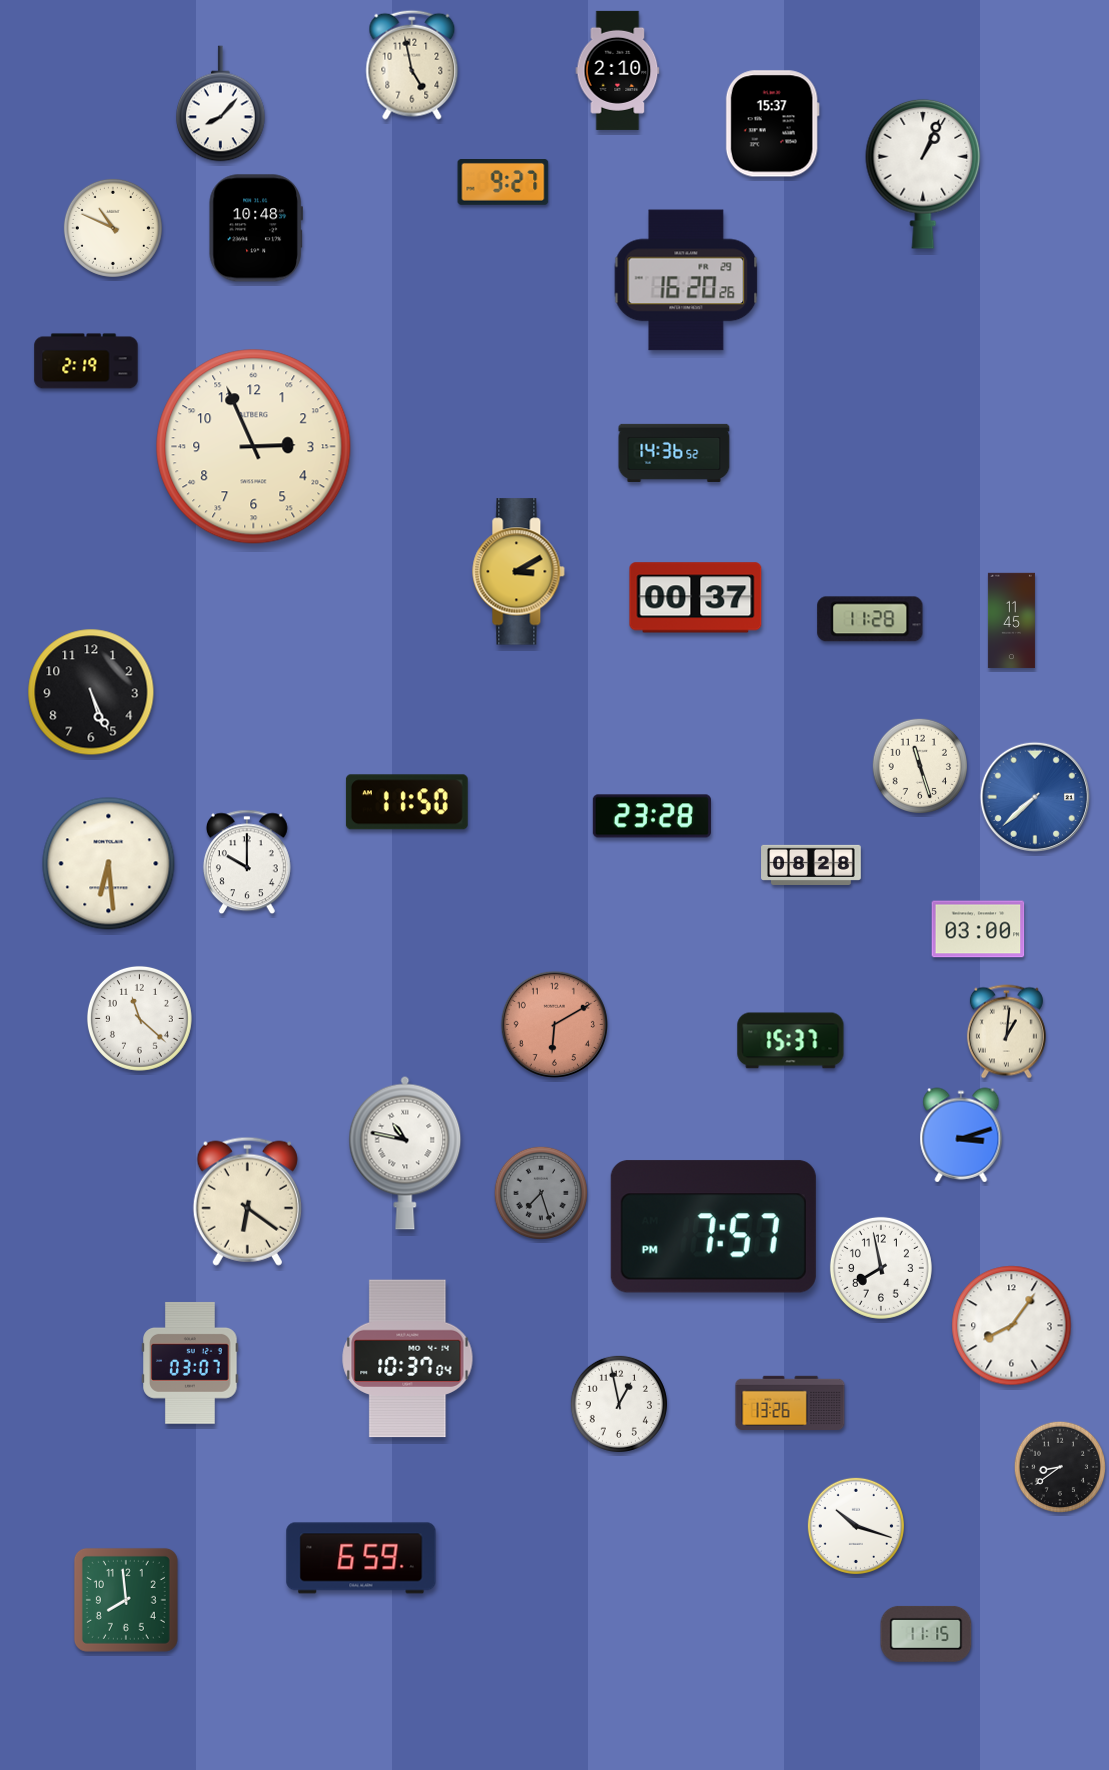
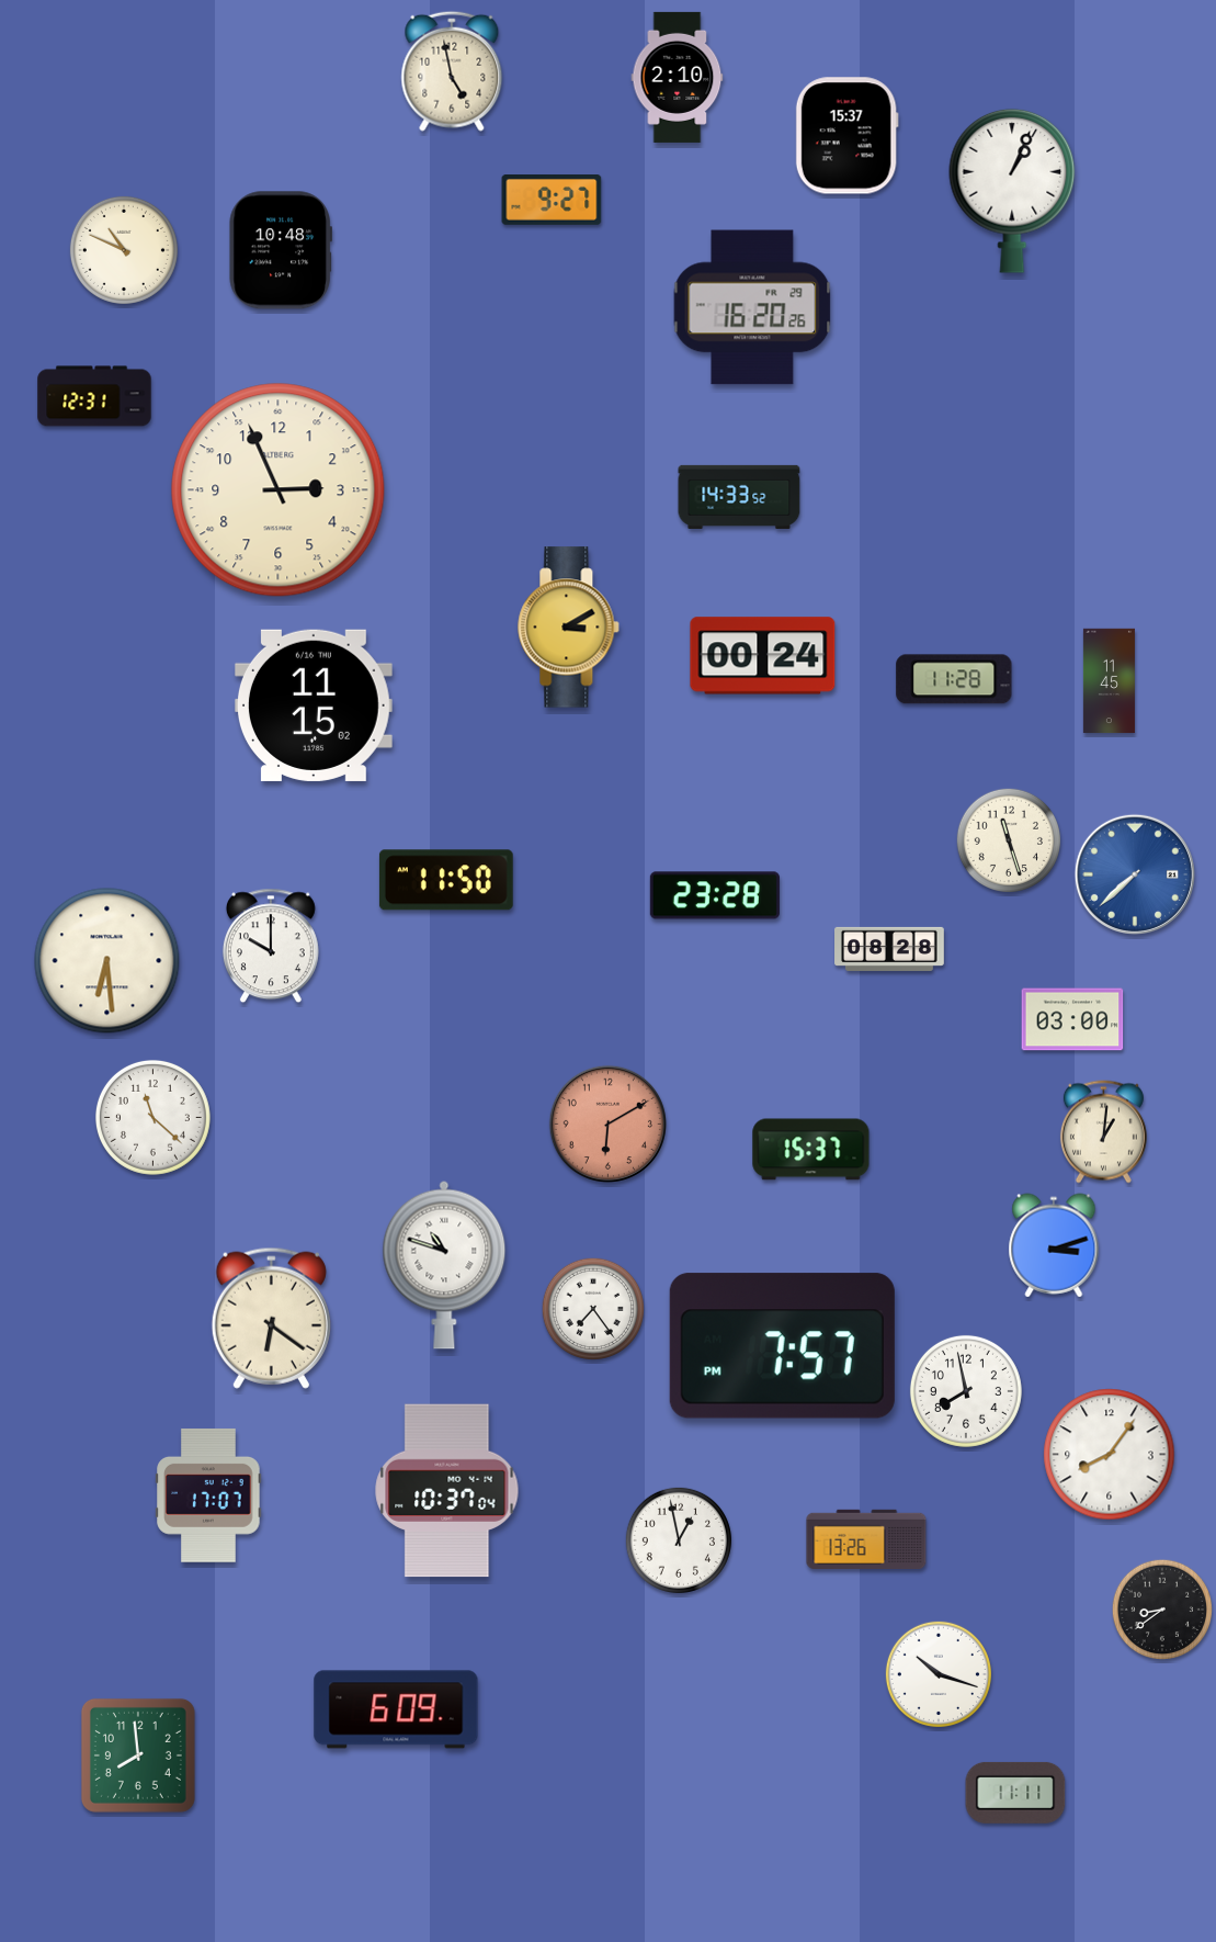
clock at (221, 104): 8:07 -> none
clock at (86, 361): 2:19 -> 12:31
clock at (674, 453): 14:36 -> 14:33
clock at (696, 598): 00:37 -> 00:24
clock at (314, 705): none -> 11:15
clock at (91, 692): 5:26 -> none
clock at (109, 864) position: (109, 864) -> (107, 961)
clock at (791, 1041) position: (791, 1041) -> (811, 1150)
clock at (405, 1153): 10:47 -> 10:48
clock at (540, 1192): 7:27 -> 7:24
clock at (540, 1192) dial: grey -> white
clock at (190, 1363): 03:07 -> 17:07
clock at (361, 1558): 6:59 -> 6:09
clock at (926, 1634): 11:15 -> 11:11
